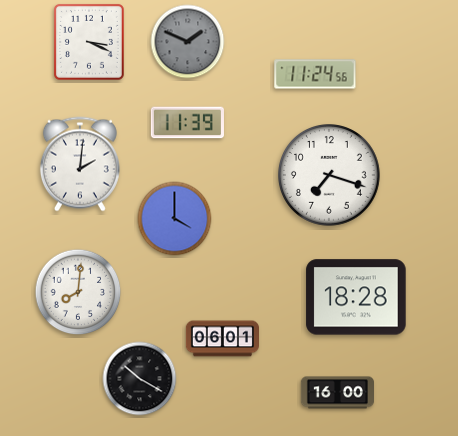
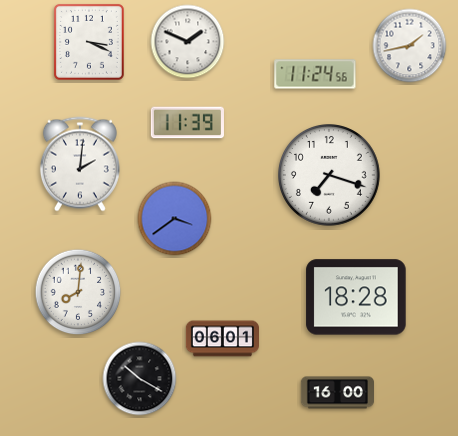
clock at (188, 42) dial: grey -> white
clock at (410, 46): none -> 1:43
clock at (175, 219): 4:00 -> 3:39
